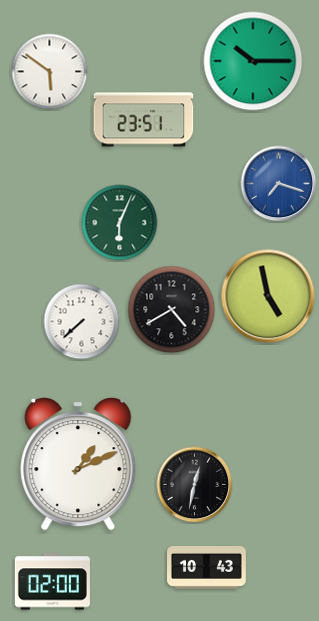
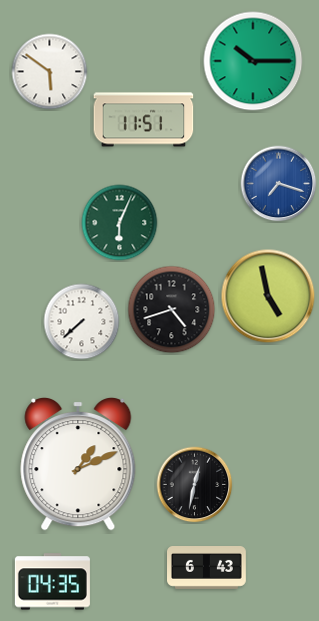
clock at (144, 120): 23:51 -> 11:51
clock at (172, 310): 4:40 -> 4:42
clock at (207, 568): 10:43 -> 6:43
clock at (52, 582): 02:00 -> 04:35
